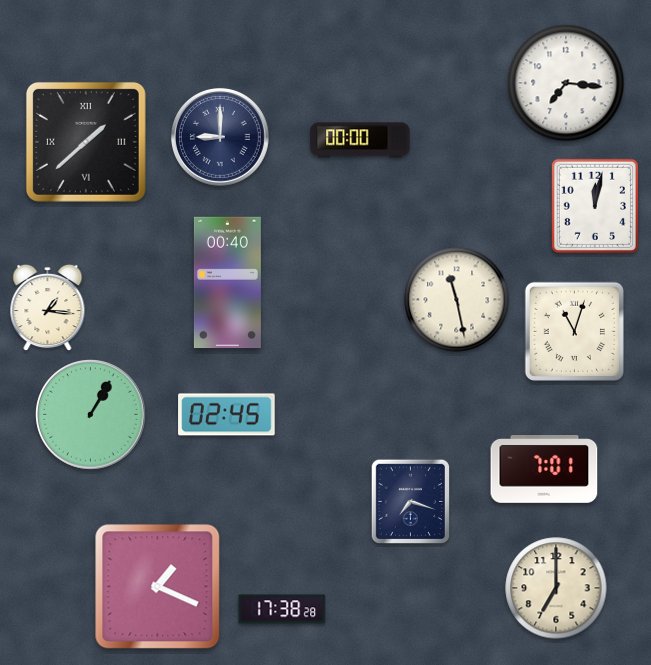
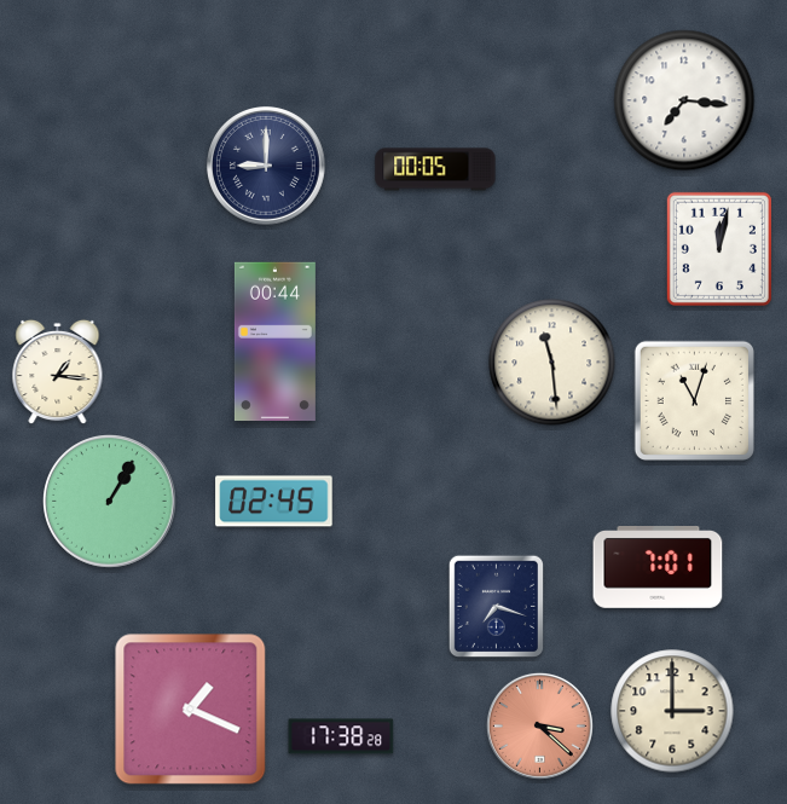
clock at (360, 140): 00:00 -> 00:05
clock at (86, 142): 1:38 -> none
clock at (227, 283): 00:40 -> 00:44
clock at (457, 300): 11:28 -> 11:29
clock at (556, 588): 7:00 -> 3:00
clock at (539, 725): none -> 3:22
